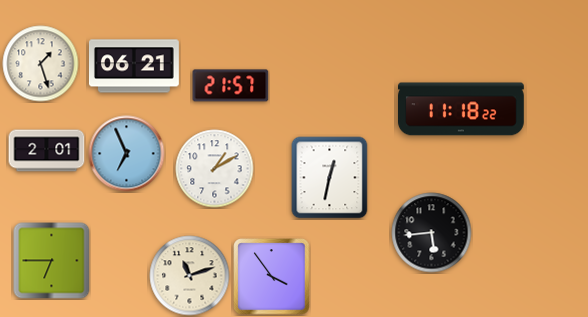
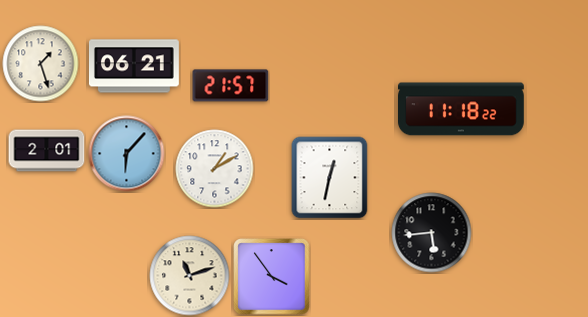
clock at (127, 154): 6:56 -> 6:07
clock at (52, 261): 6:45 -> none
